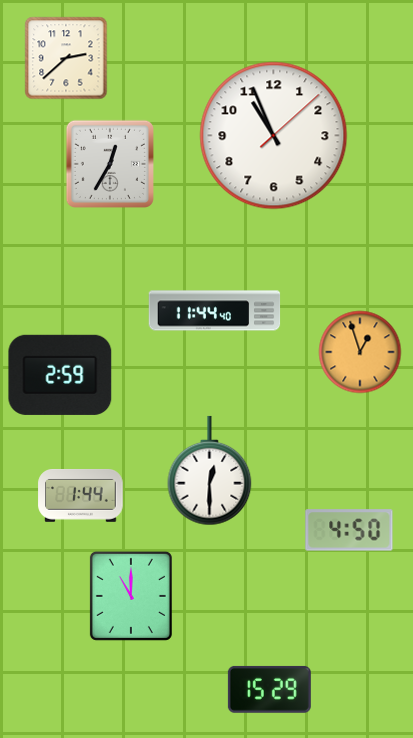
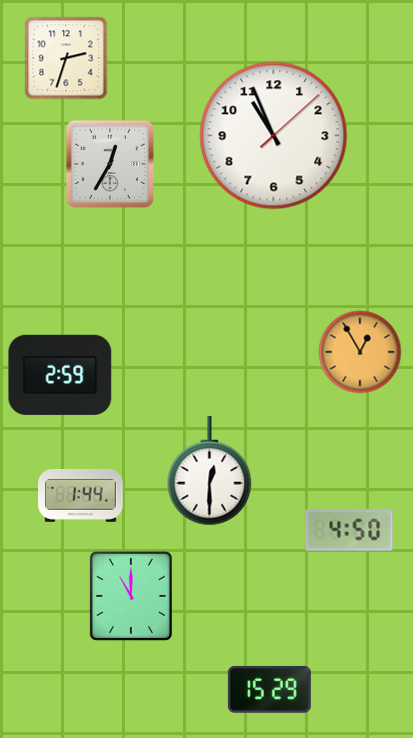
clock at (66, 58): 2:38 -> 2:33
clock at (215, 311): 11:44 -> none
clock at (360, 352): 12:57 -> 12:55
